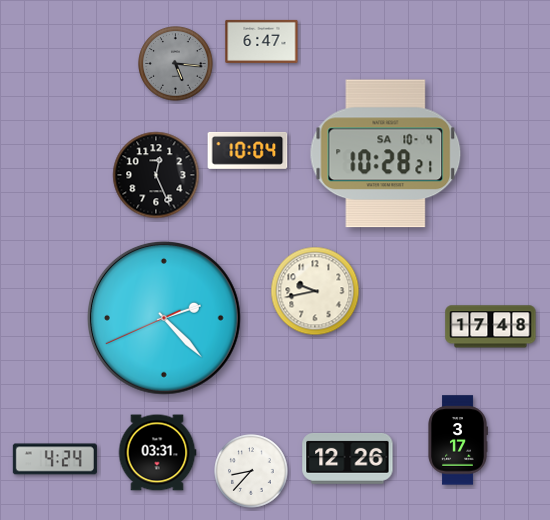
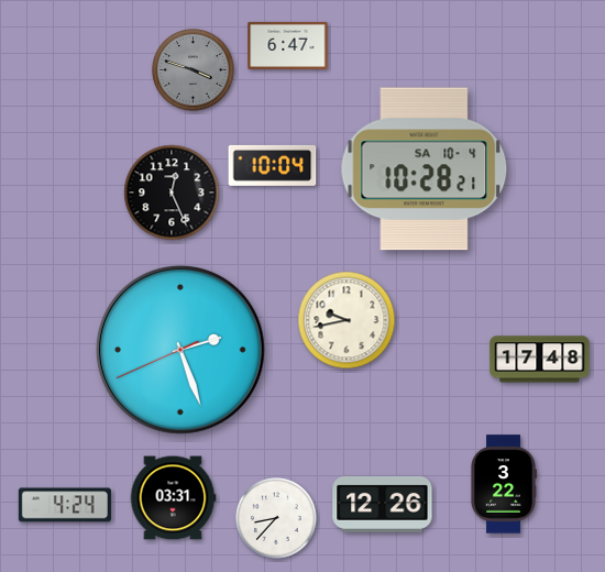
clock at (176, 64): 5:16 -> 3:48
clock at (164, 318): 2:22 -> 2:26
clock at (458, 440): 3:17 -> 3:22
clock at (55, 459) position: (55, 459) -> (65, 505)
